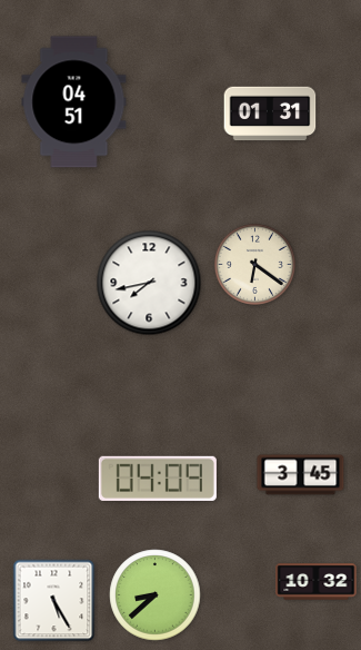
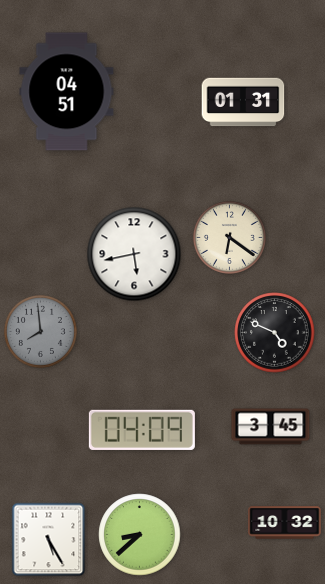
clock at (149, 283): 7:43 -> 5:43
clock at (40, 331): none -> 7:59
clock at (275, 333): none -> 4:49
